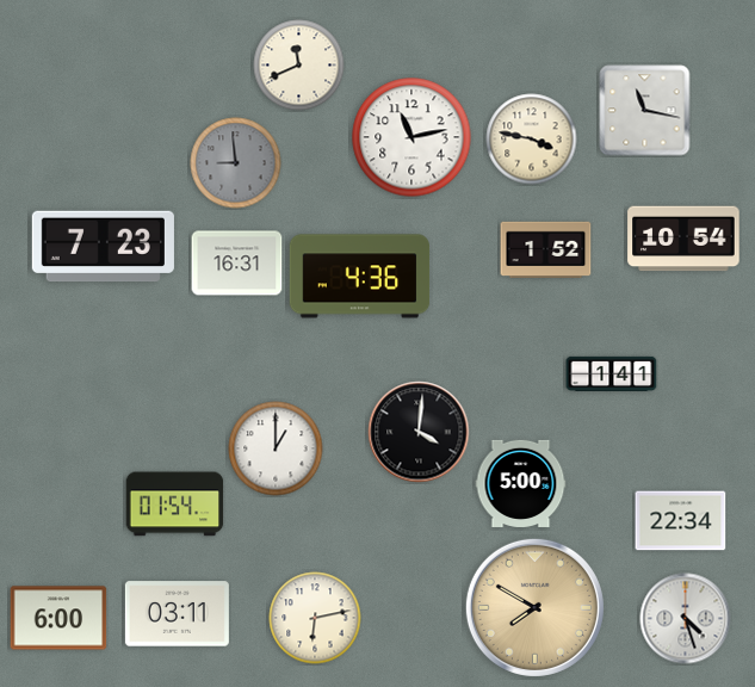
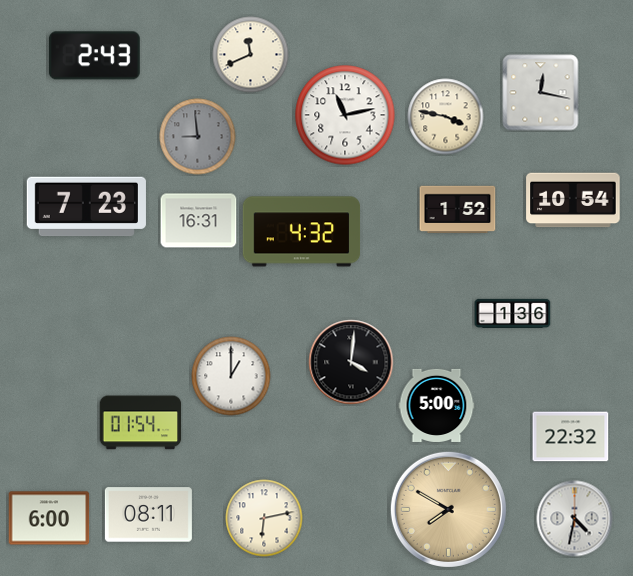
clock at (94, 56): none -> 2:43
clock at (645, 111): 11:17 -> 12:17
clock at (360, 277): 4:36 -> 4:32
clock at (612, 373): 1:41 -> 1:36
clock at (175, 505) position: (175, 505) -> (141, 423)
clock at (681, 521): 22:34 -> 22:32
clock at (177, 614): 03:11 -> 08:11
clock at (686, 619): 4:27 -> 4:32
